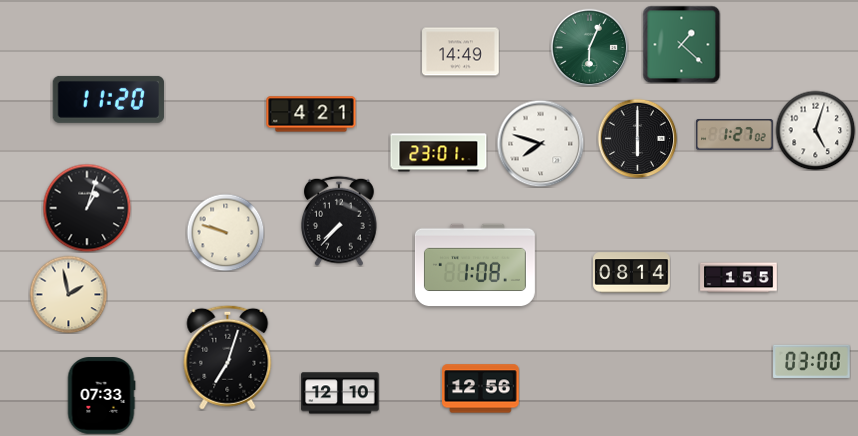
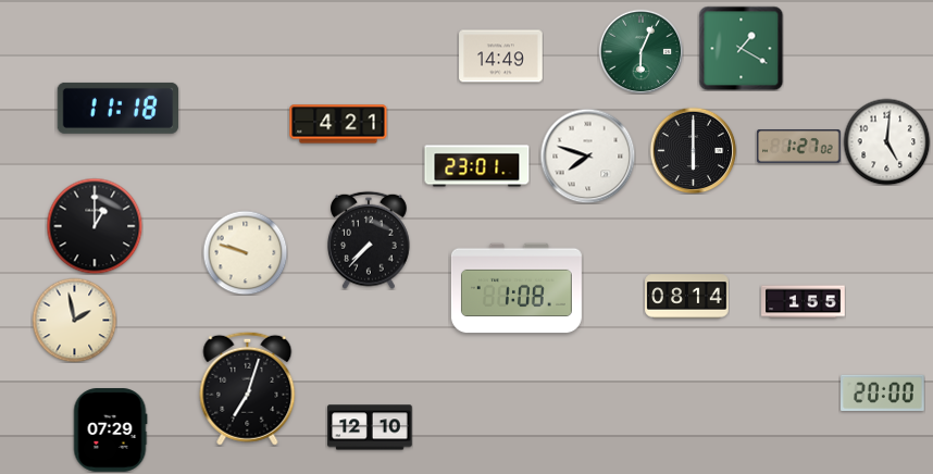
clock at (681, 44): 1:22 -> 1:20
clock at (109, 99): 11:20 -> 11:18
clock at (815, 130): 5:03 -> 5:01
clock at (87, 208): 1:03 -> 1:00
clock at (812, 361): 03:00 -> 20:00
clock at (481, 389): 12:56 -> none
clock at (101, 396): 07:33 -> 07:29
